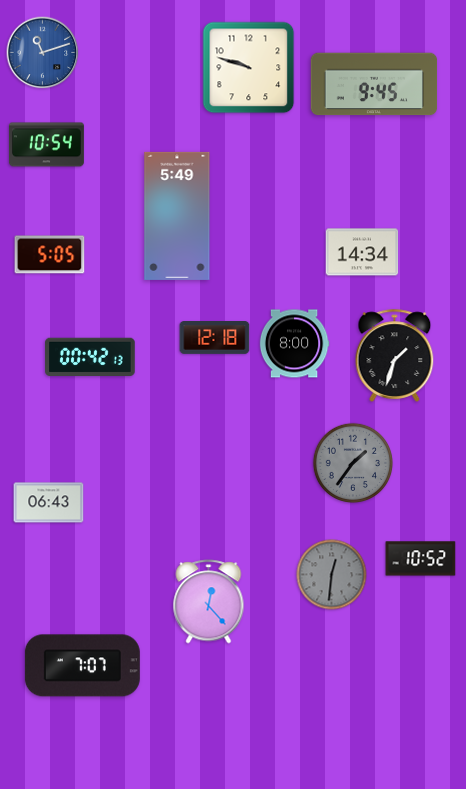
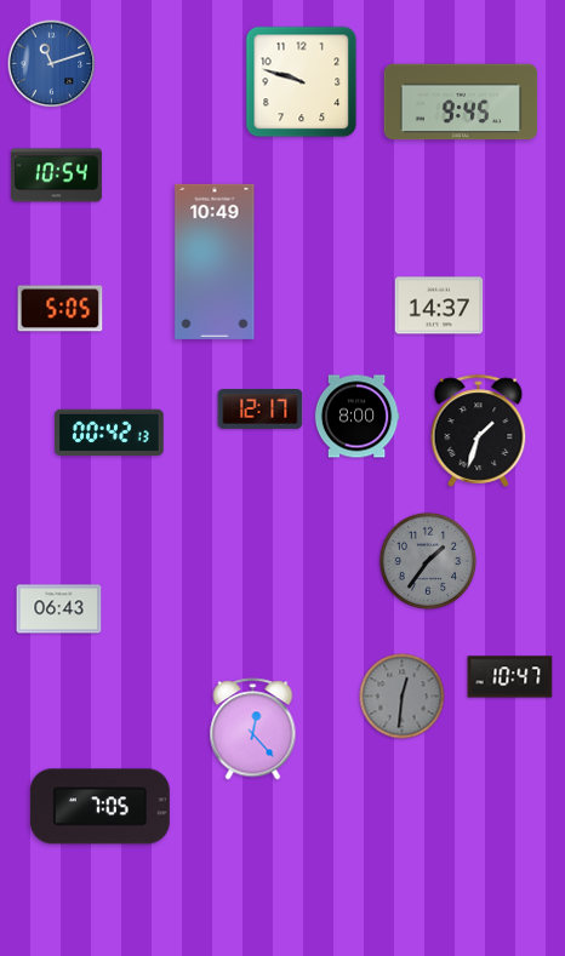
clock at (374, 84) position: (374, 84) -> (461, 102)
clock at (177, 216): 5:49 -> 10:49
clock at (362, 252): 14:34 -> 14:37
clock at (215, 338): 12:18 -> 12:17
clock at (421, 559): 10:52 -> 10:47
clock at (82, 666): 7:07 -> 7:05
